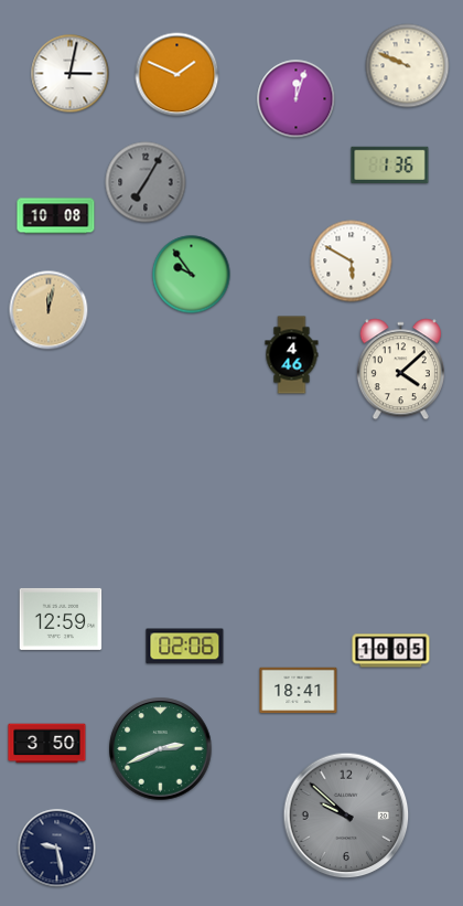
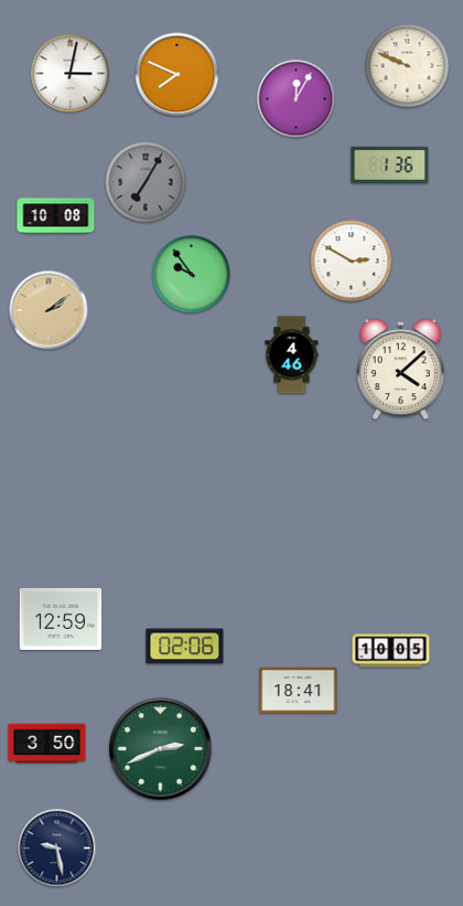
clock at (177, 75): 1:49 -> 7:49
clock at (297, 99): 12:03 -> 12:05
clock at (352, 262): 5:50 -> 2:50
clock at (49, 310): 12:02 -> 2:09
clock at (346, 816): 9:52 -> none
